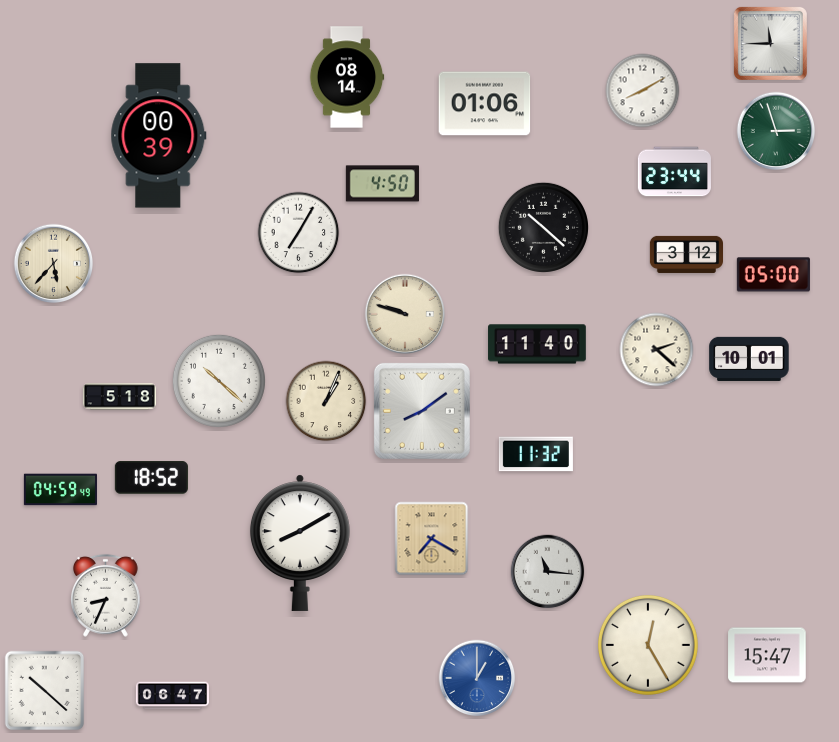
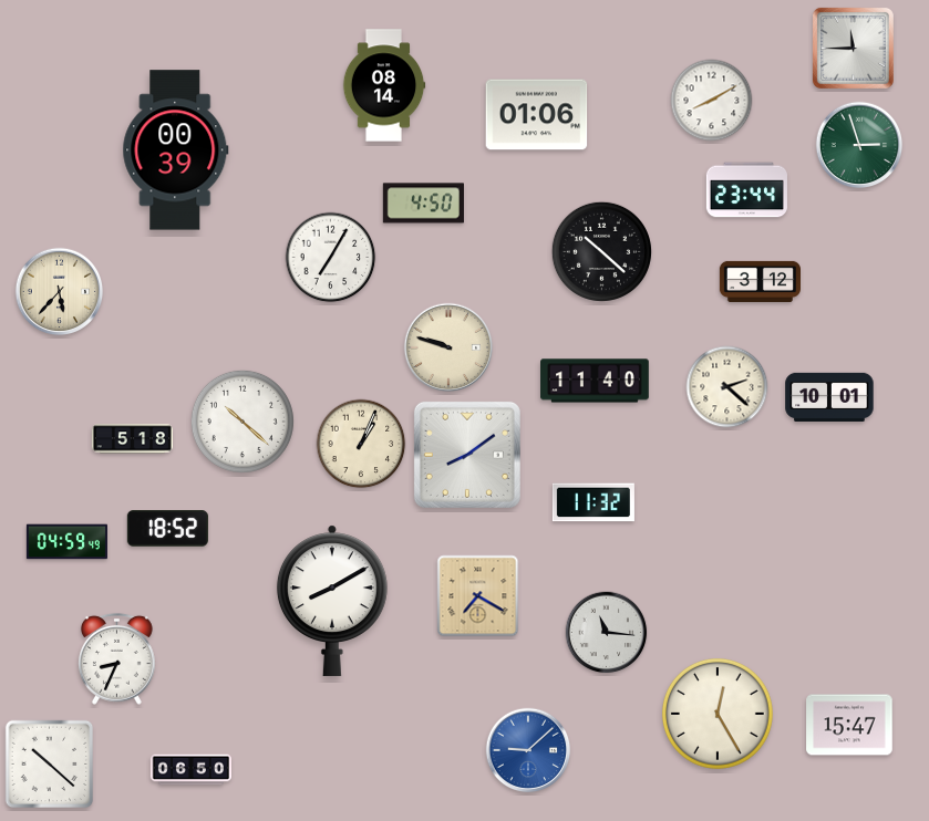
clock at (773, 275): 05:00 -> none
clock at (477, 678): 1:00 -> 9:08
clock at (172, 696): 06:47 -> 06:50
